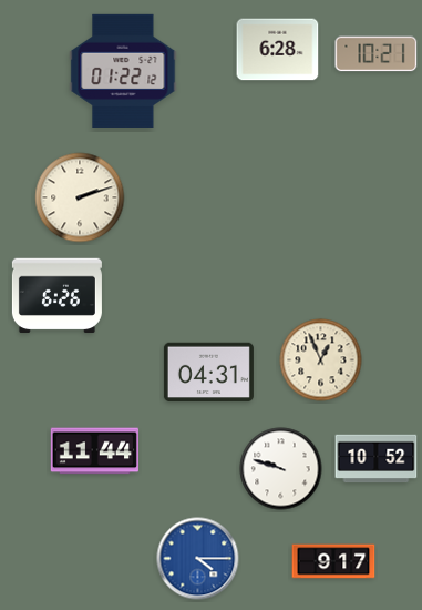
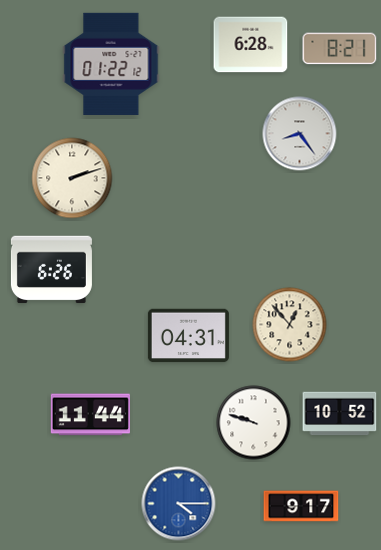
clock at (377, 54): 10:21 -> 8:21
clock at (300, 134): none -> 8:24
clock at (56, 296) position: (56, 296) -> (51, 270)
clock at (321, 360): 12:56 -> 12:53
clock at (94, 451) position: (94, 451) -> (90, 415)
